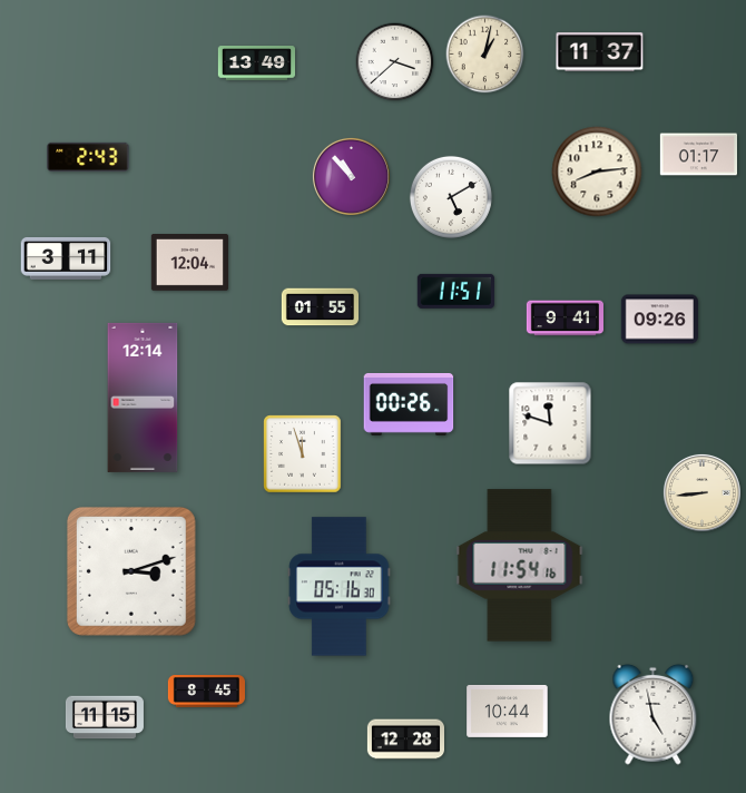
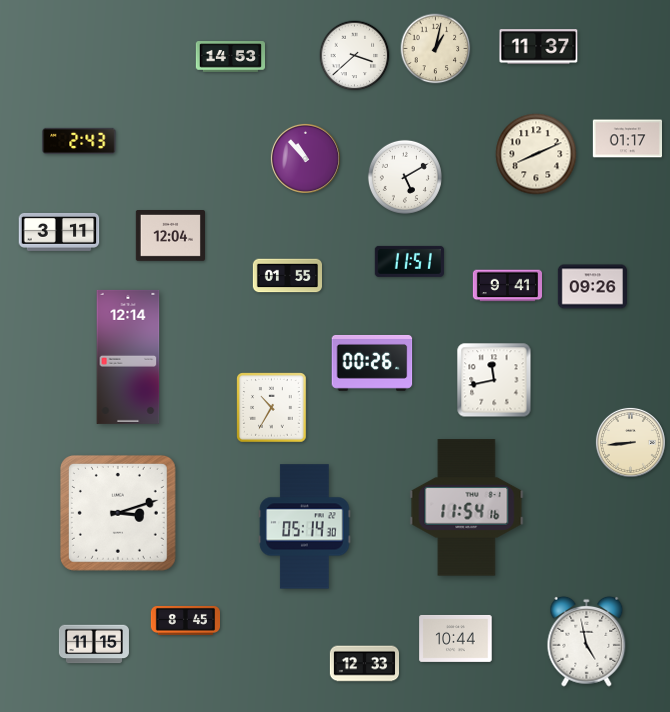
clock at (256, 63): 13:49 -> 14:53
clock at (597, 172): 8:14 -> 8:11
clock at (351, 176) position: (351, 176) -> (305, 158)
clock at (409, 404) position: (409, 404) -> (372, 363)
clock at (550, 423): 11:48 -> 11:43
clock at (303, 454): 11:57 -> 10:35
clock at (340, 587): 05:16 -> 05:14
clock at (405, 740): 12:28 -> 12:33
